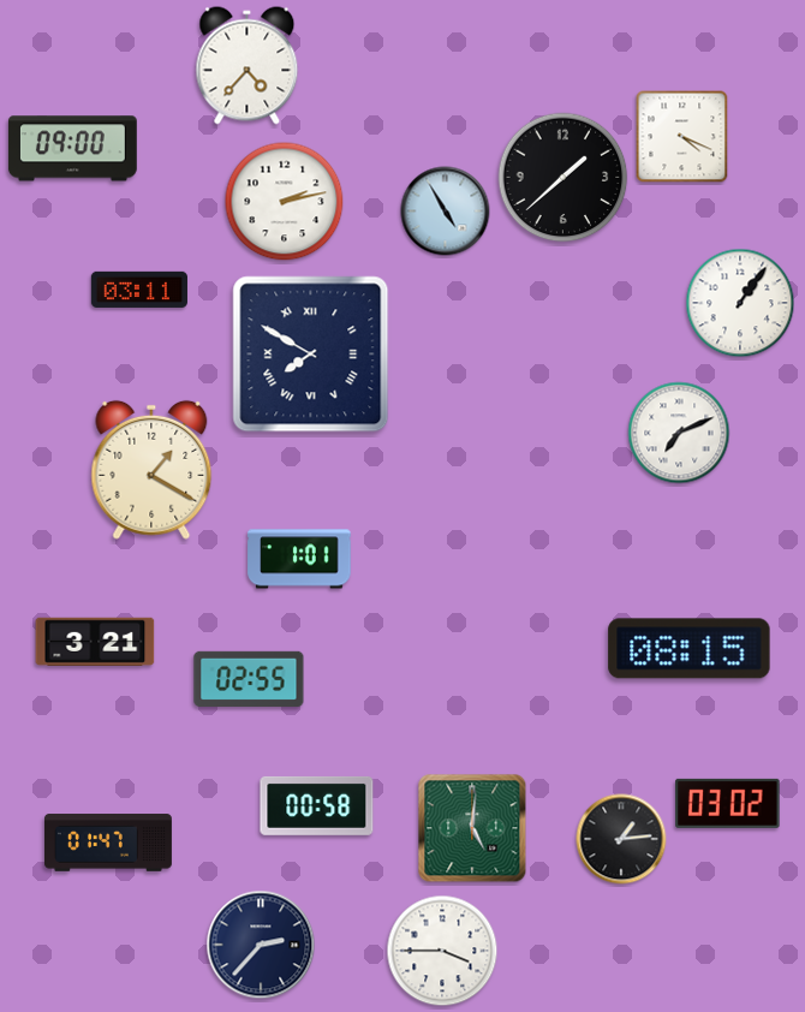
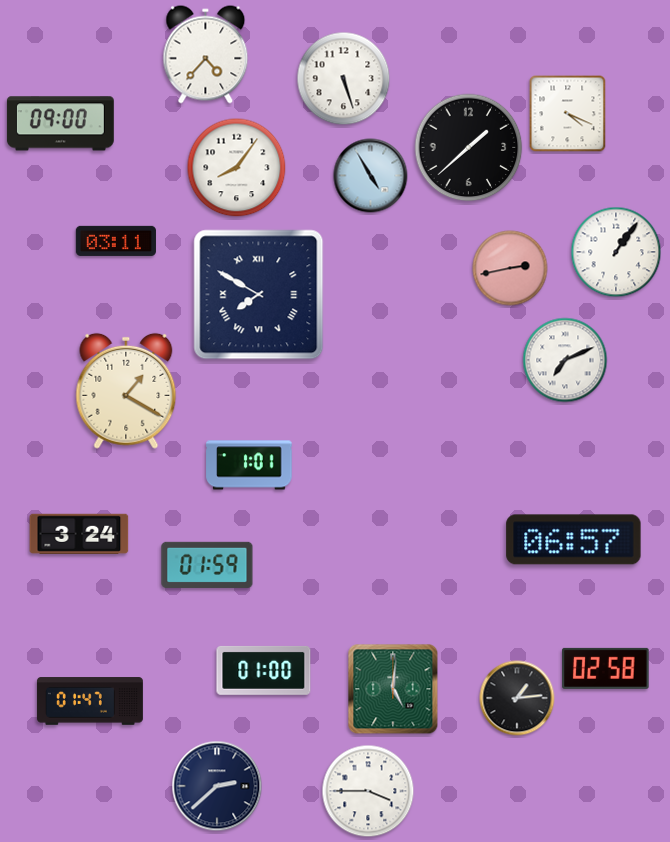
clock at (344, 79): none -> 5:27
clock at (285, 202): 2:13 -> 8:06
clock at (510, 268): none -> 2:43
clock at (95, 642): 3:21 -> 3:24
clock at (690, 649): 08:15 -> 06:57
clock at (249, 679): 02:55 -> 01:59
clock at (728, 803): 03:02 -> 02:58
clock at (317, 805): 00:58 -> 01:00
clock at (261, 945): 2:37 -> 2:38
